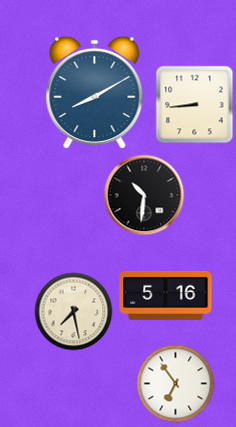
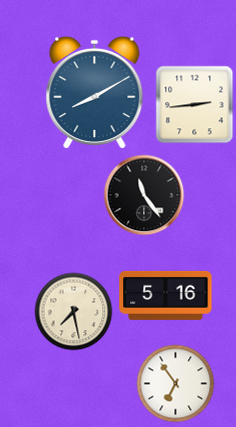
clock at (194, 104): 8:44 -> 2:44
clock at (144, 195): 10:31 -> 11:24
